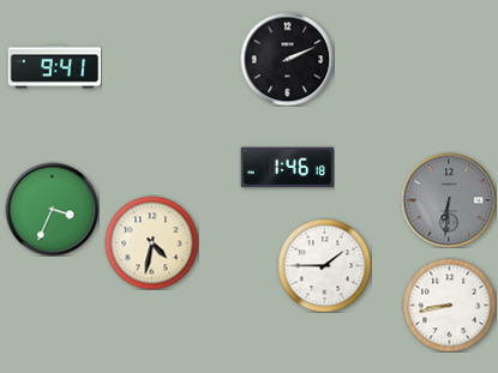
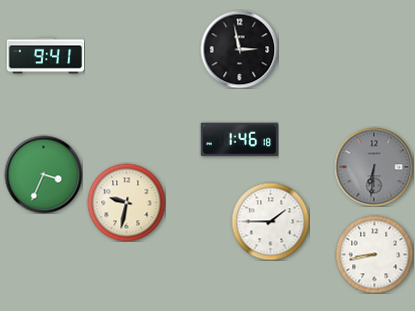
clock at (287, 59): 2:11 -> 2:58
clock at (151, 242): 4:32 -> 9:32
